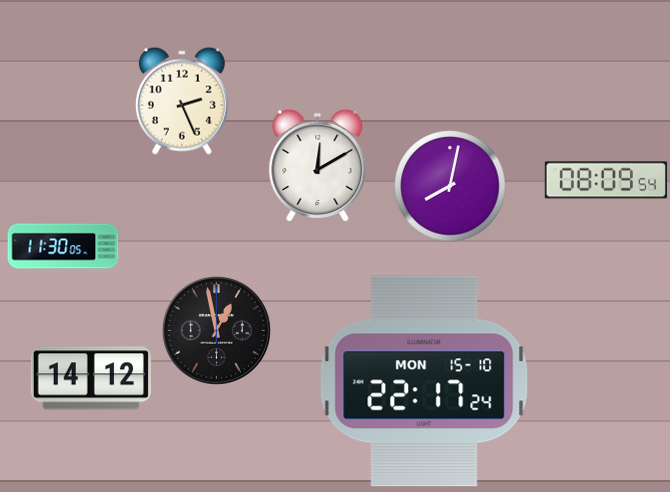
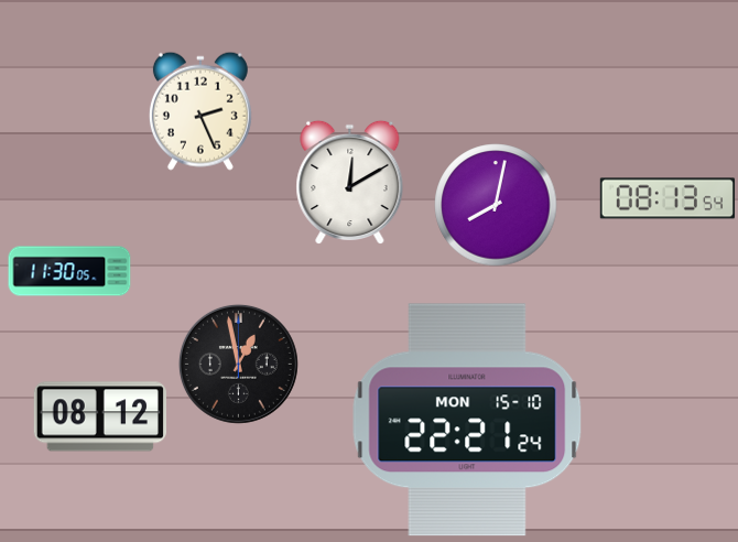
clock at (605, 180): 08:09 -> 08:13
clock at (90, 378): 14:12 -> 08:12
clock at (424, 381): 22:17 -> 22:21
